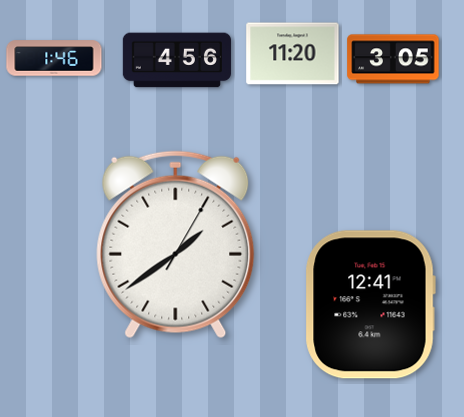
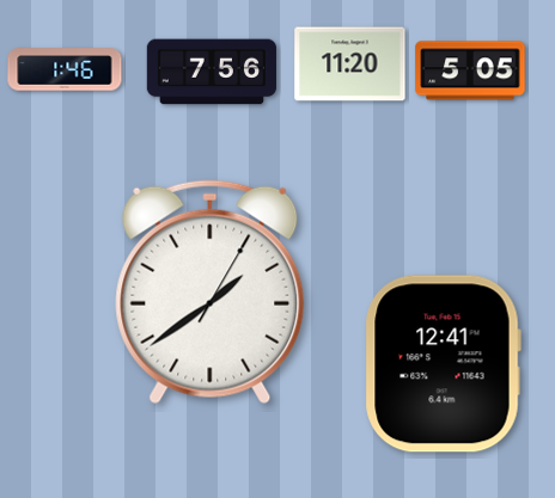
clock at (393, 59): 3:05 -> 5:05
clock at (177, 60): 4:56 -> 7:56
